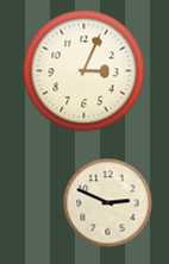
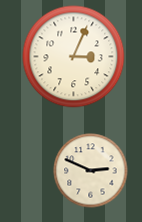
clock at (84, 71) position: (84, 71) -> (74, 57)
